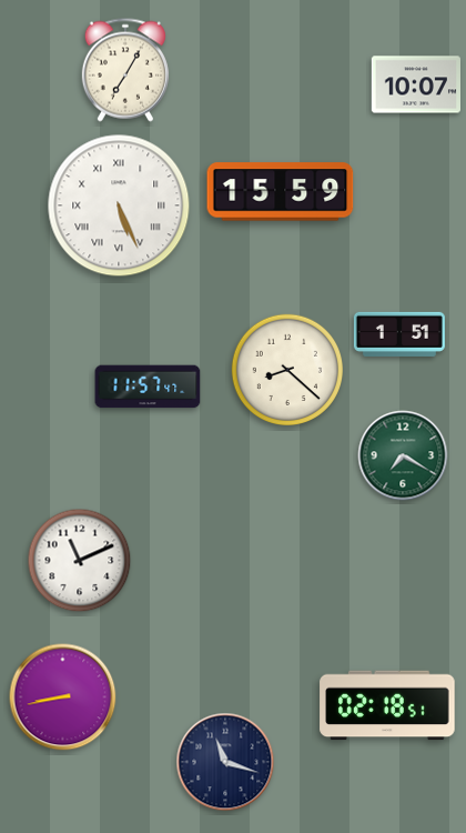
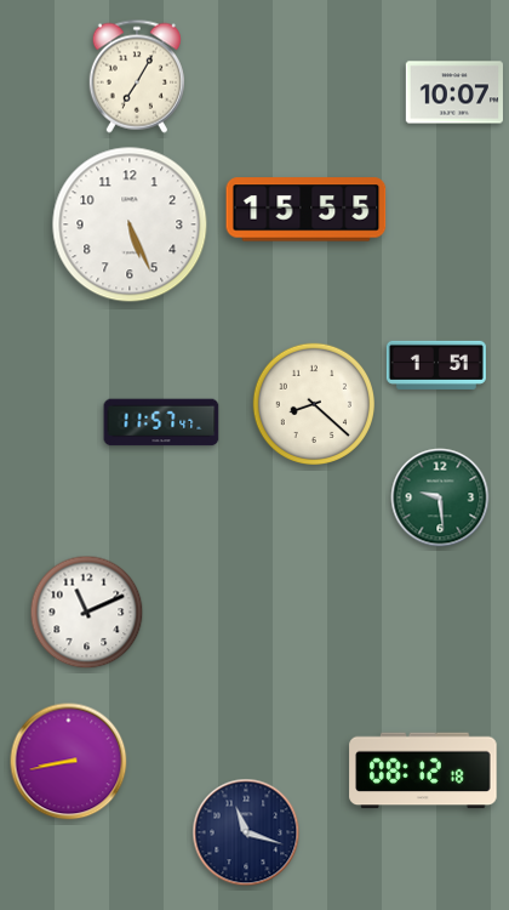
clock at (281, 192): 15:59 -> 15:55
clock at (119, 205) numerals: Roman -> Arabic
clock at (403, 455): 7:20 -> 9:29
clock at (387, 705): 02:18 -> 08:12
